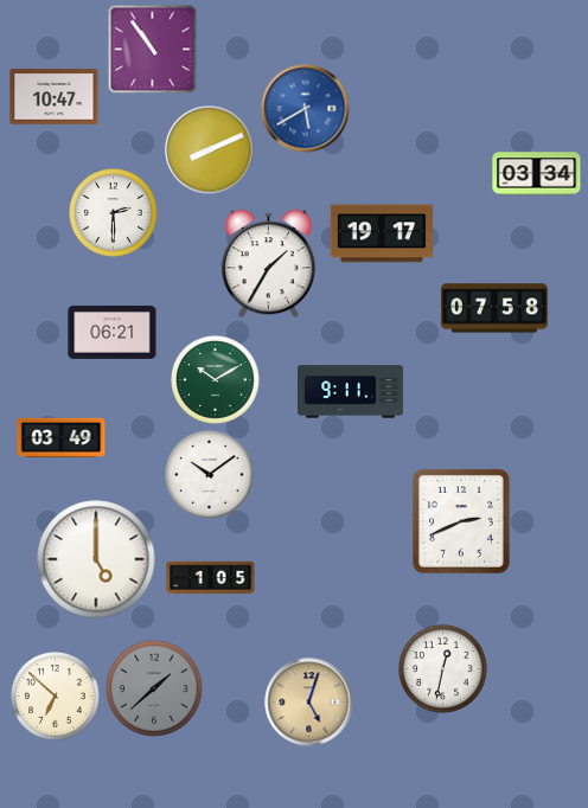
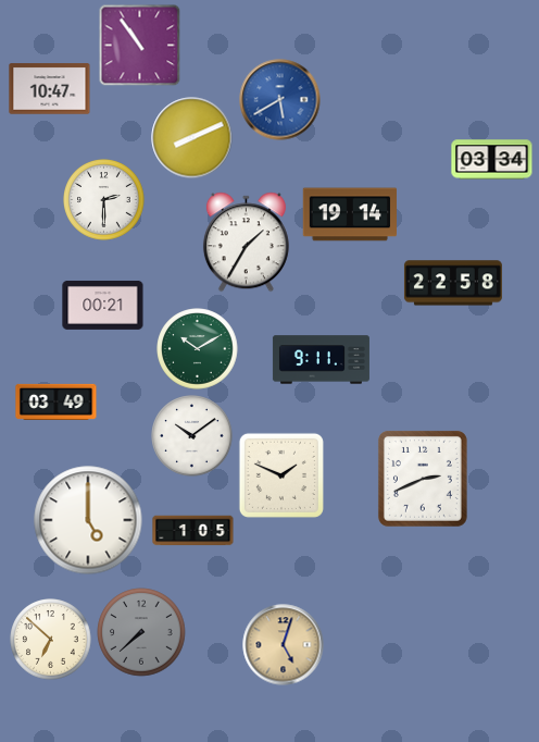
clock at (114, 213) position: (114, 213) -> (104, 200)
clock at (382, 233): 19:17 -> 19:14
clock at (494, 308): 07:58 -> 22:58
clock at (113, 332): 06:21 -> 00:21
clock at (281, 475): none -> 1:49
clock at (96, 559) position: (96, 559) -> (88, 520)
clock at (443, 669): 12:32 -> none
clock at (154, 688): 1:38 -> 7:38
